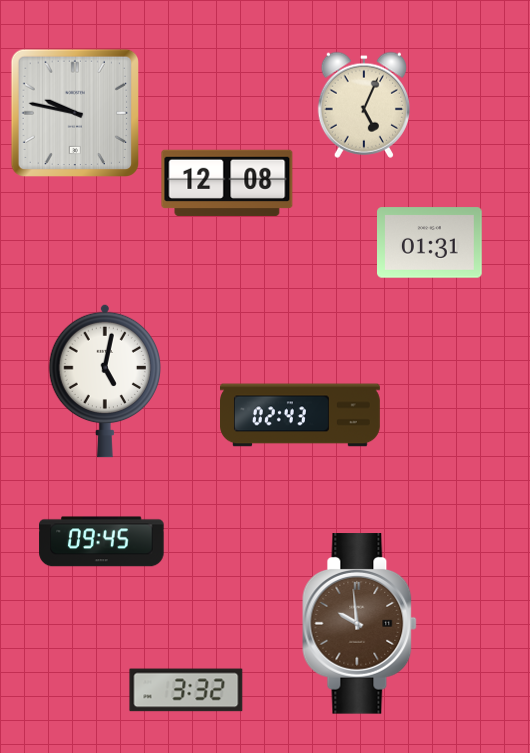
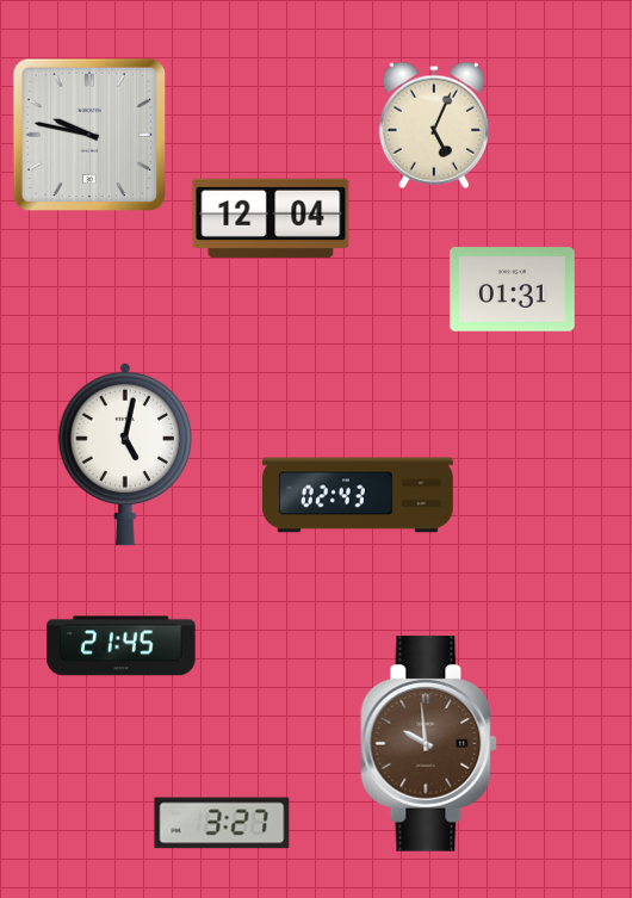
clock at (227, 183): 12:08 -> 12:04
clock at (102, 542): 09:45 -> 21:45
clock at (186, 690): 3:32 -> 3:27
